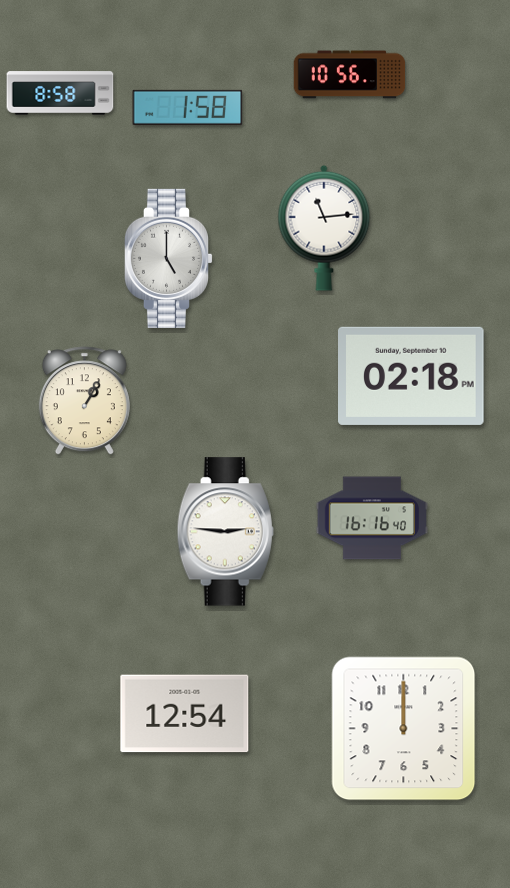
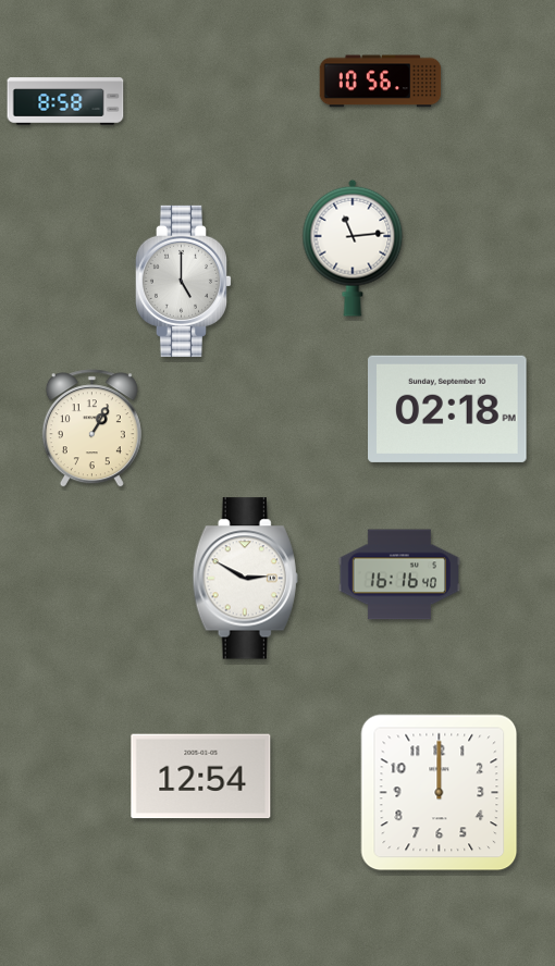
clock at (188, 107): 1:58 -> none
clock at (84, 401) position: (84, 401) -> (91, 429)
clock at (371, 518) position: (371, 518) -> (398, 574)
clock at (225, 532): 2:46 -> 2:50
